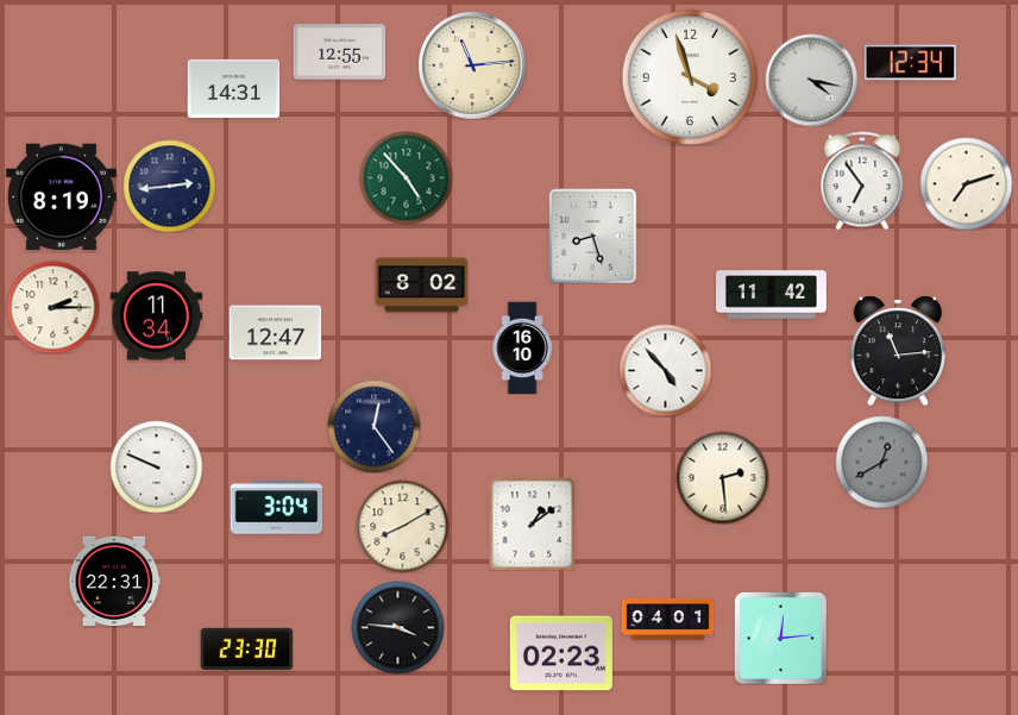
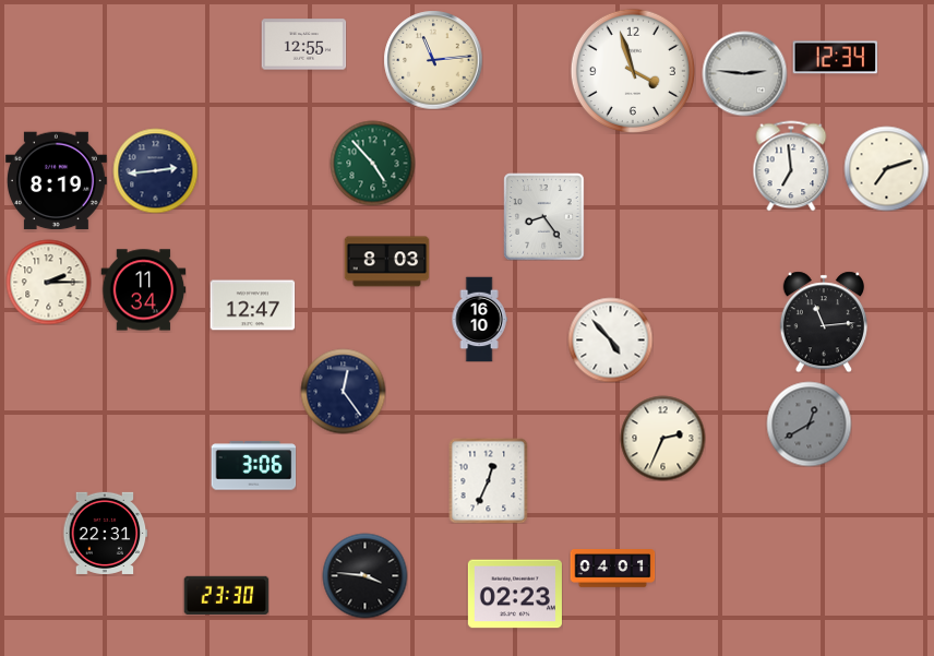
clock at (339, 52) position: (339, 52) -> (303, 45)
clock at (811, 80): 4:17 -> 2:46
clock at (233, 88): 14:31 -> none
clock at (862, 181): 6:54 -> 6:59
clock at (593, 236): 8:27 -> 8:24
clock at (421, 286): 8:02 -> 8:03
clock at (772, 295): 11:42 -> none
clock at (156, 466): 9:49 -> none
clock at (722, 477): 2:29 -> 2:34
clock at (276, 508): 3:04 -> 3:06
clock at (533, 523): 1:09 -> 12:34
clock at (402, 526): 8:10 -> none
clock at (780, 638): 12:14 -> none
clock at (561, 653) position: (561, 653) -> (515, 594)
